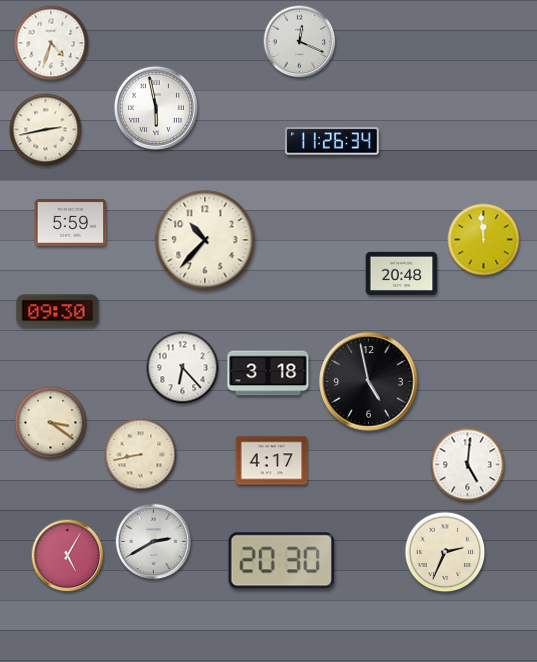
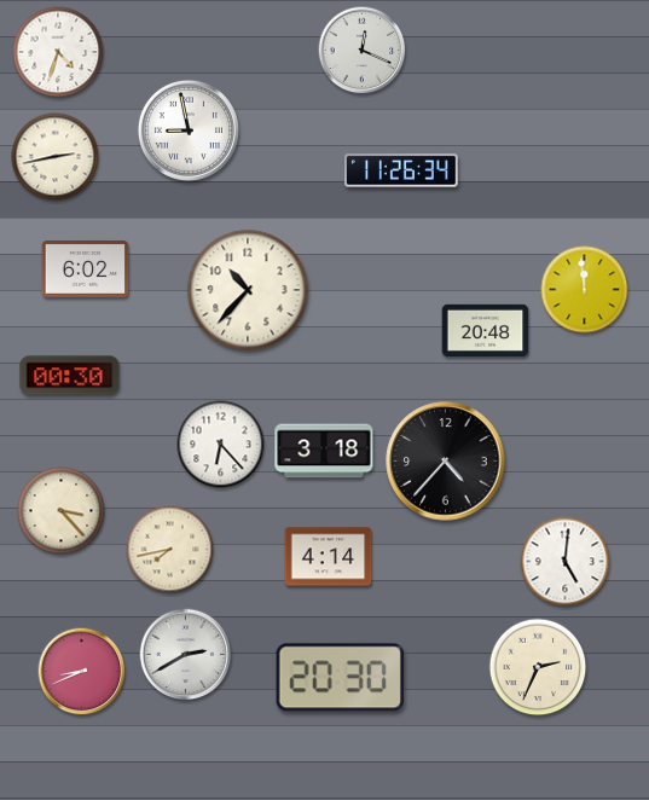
clock at (51, 43) position: (51, 43) -> (58, 52)
clock at (156, 108): 5:58 -> 8:58
clock at (71, 223): 5:59 -> 6:02
clock at (58, 311): 09:30 -> 00:30
clock at (369, 382): 4:58 -> 4:37
clock at (51, 423): 3:21 -> 3:23
clock at (141, 455): 8:43 -> 7:43
clock at (272, 461): 4:17 -> 4:14
clock at (68, 556): 5:05 -> 8:41
